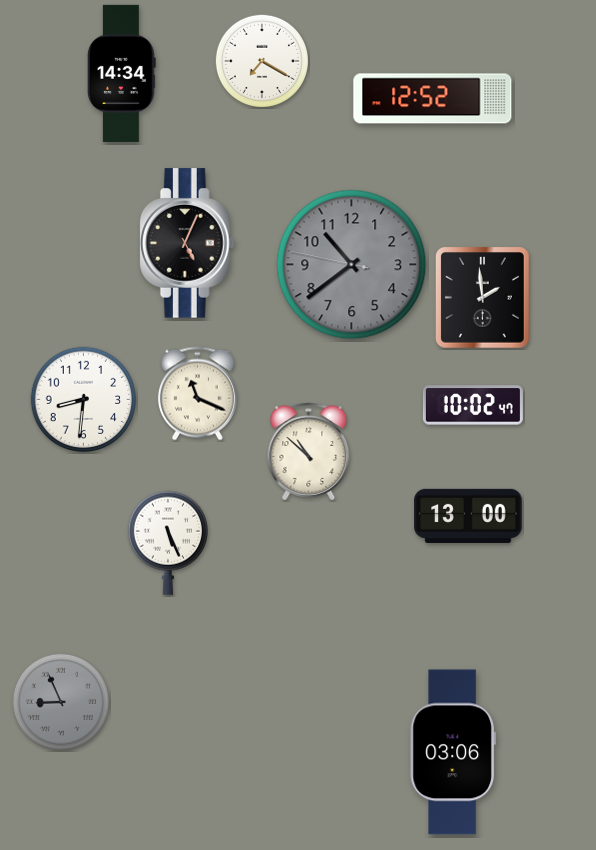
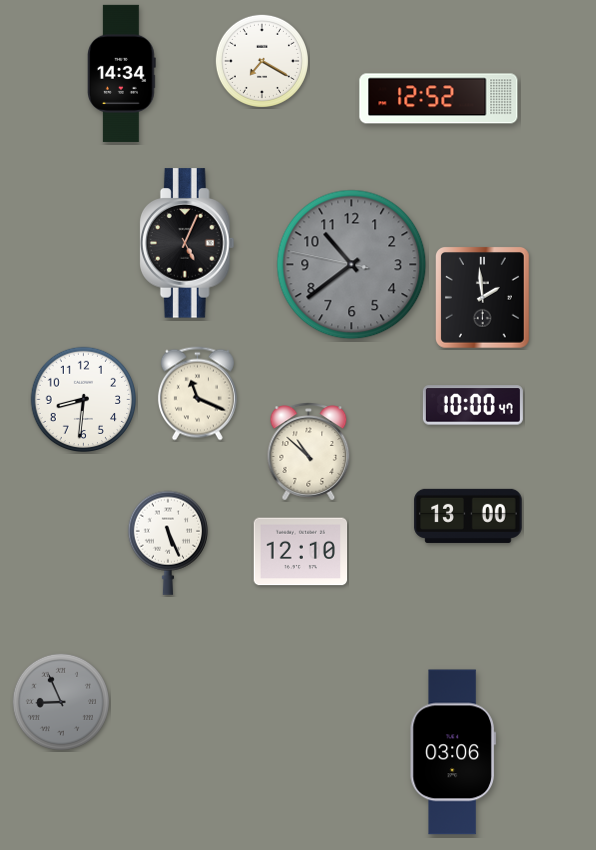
clock at (433, 99) position: (433, 99) -> (439, 99)
clock at (473, 405): 10:02 -> 10:00
clock at (301, 552): none -> 12:10
